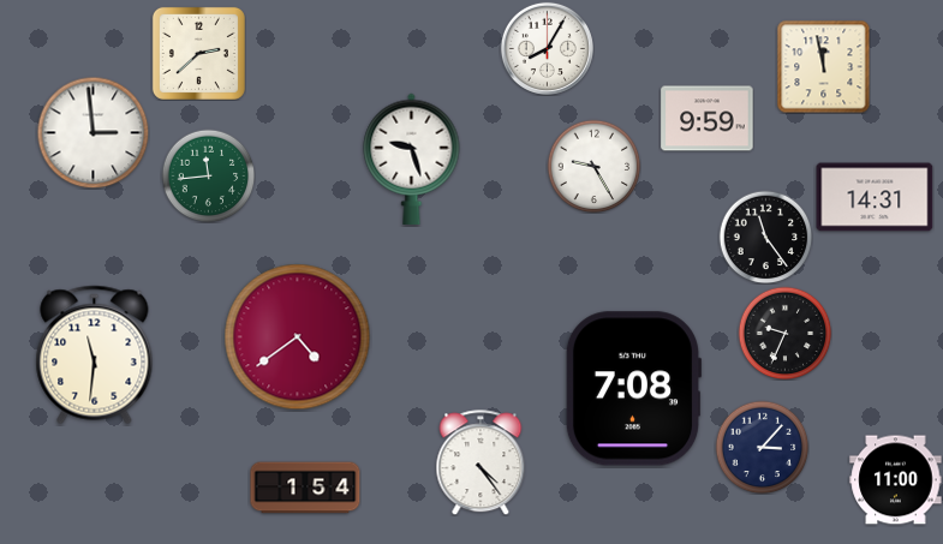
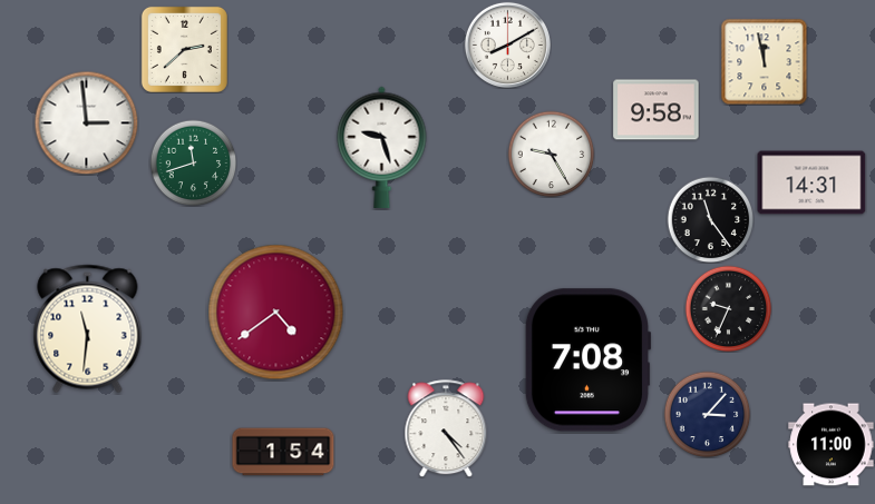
clock at (547, 48): 8:05 -> 8:10
clock at (708, 119): 9:59 -> 9:58
clock at (208, 175): 11:44 -> 11:42
